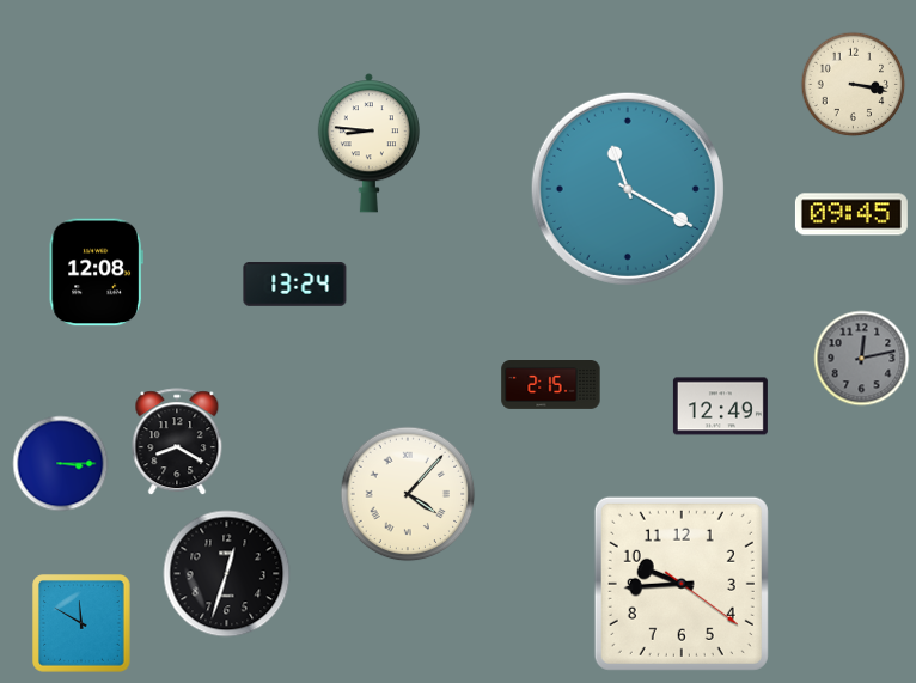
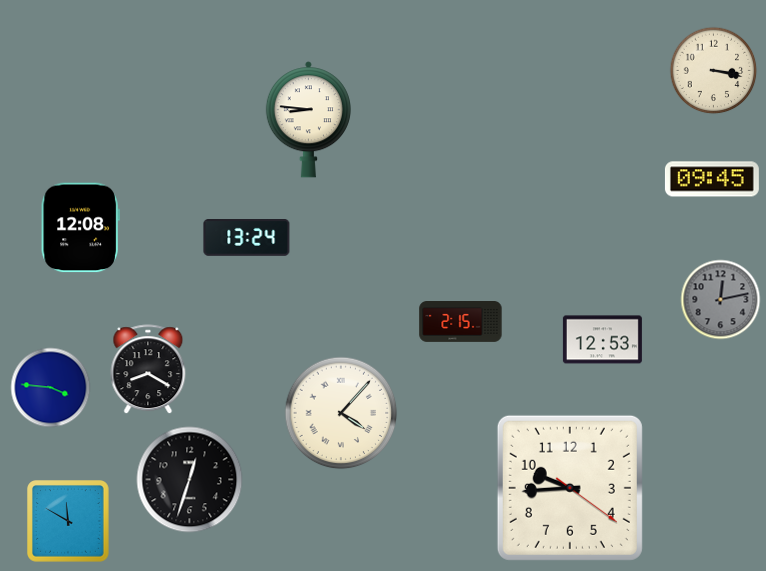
clock at (628, 189): 11:20 -> none
clock at (720, 407): 12:49 -> 12:53
clock at (61, 464): 3:15 -> 3:46
